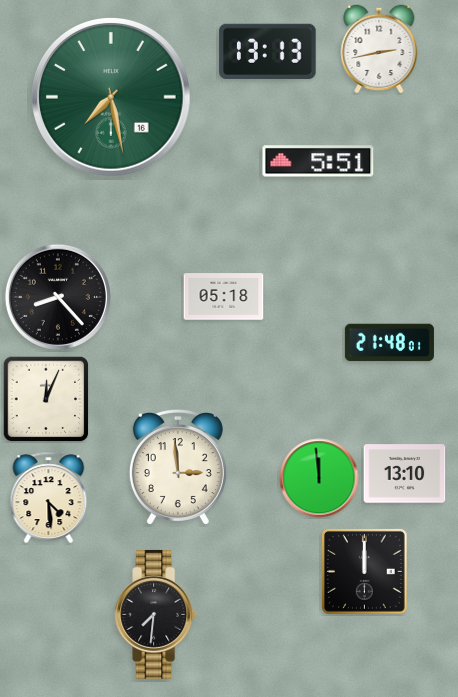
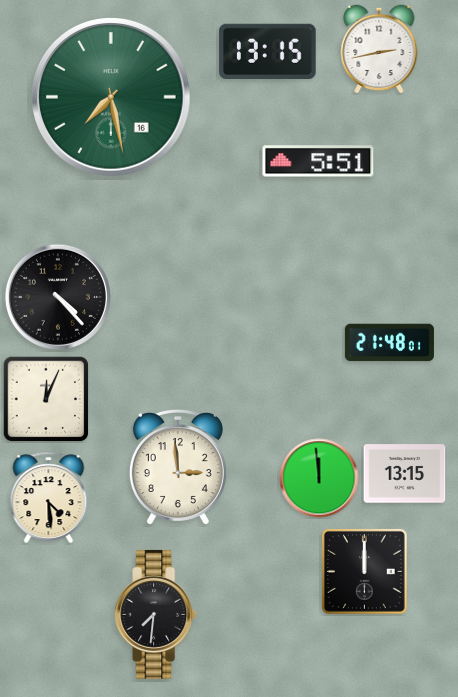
clock at (268, 51): 13:13 -> 13:15
clock at (58, 297): 8:23 -> 4:23
clock at (224, 297): 05:18 -> none
clock at (405, 474): 13:10 -> 13:15
